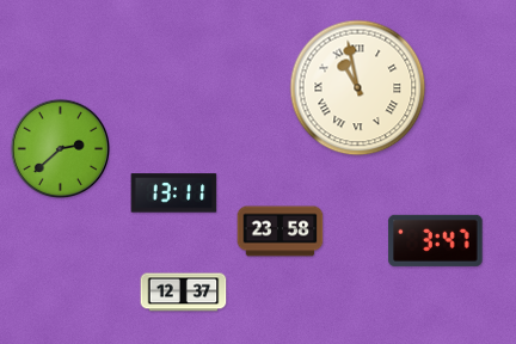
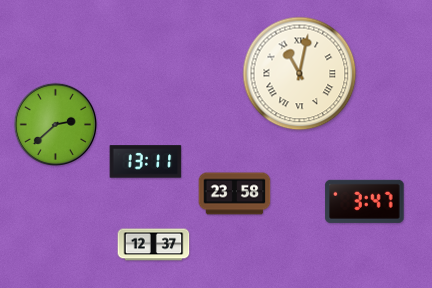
clock at (358, 88): 10:58 -> 11:02
clock at (60, 148) position: (60, 148) -> (55, 124)
